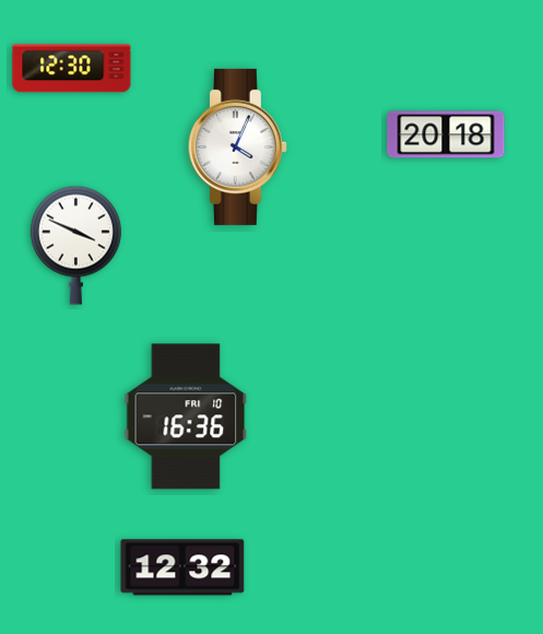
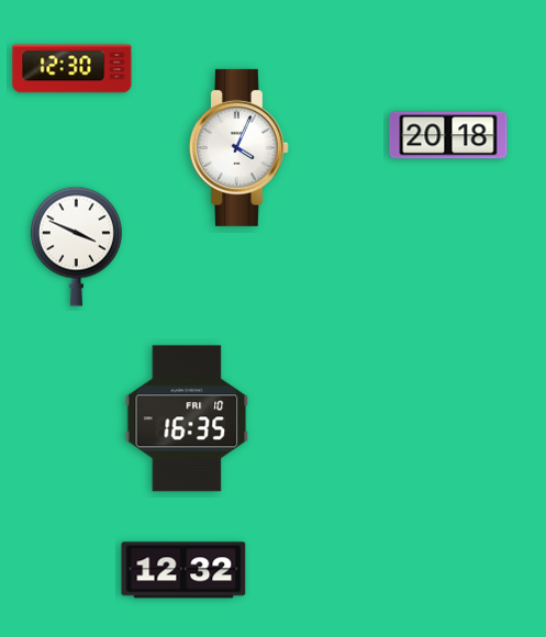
clock at (186, 416): 16:36 -> 16:35
